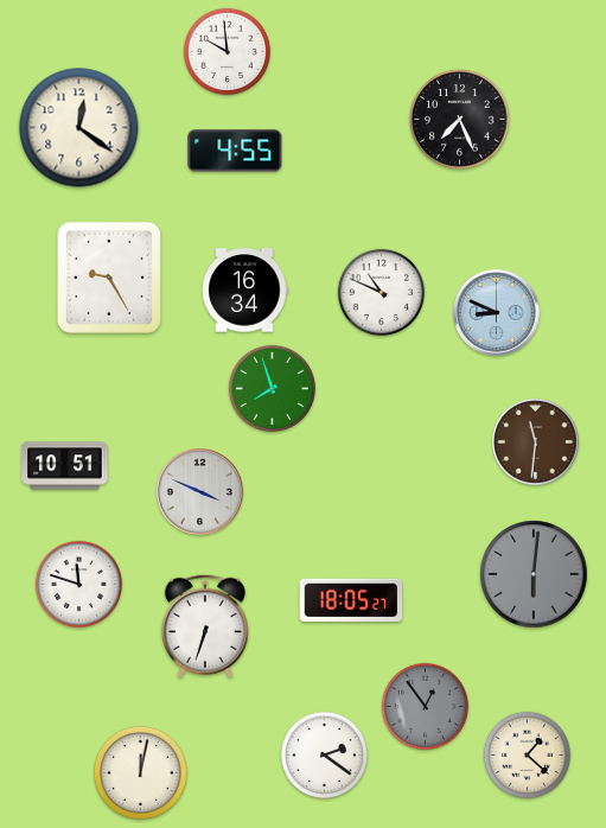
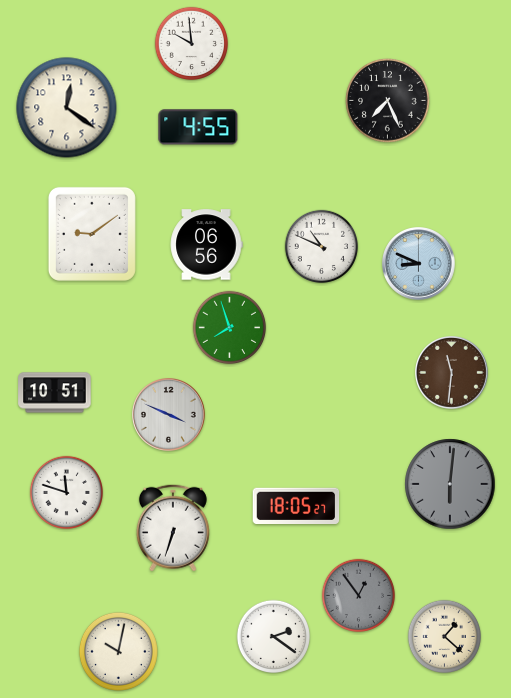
clock at (109, 278): 9:25 -> 9:09
clock at (244, 291): 16:34 -> 06:56
clock at (140, 772): 12:02 -> 10:02
